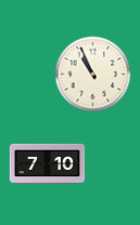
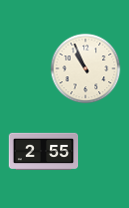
clock at (48, 164): 7:10 -> 2:55
